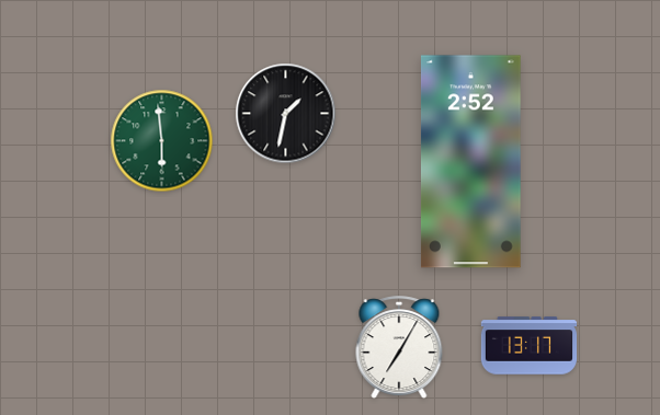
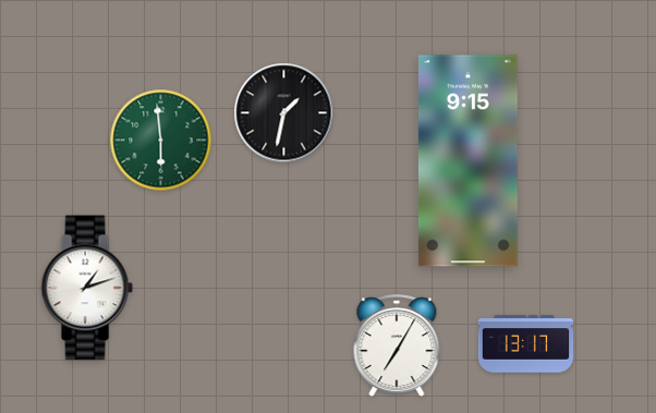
clock at (470, 162): 2:52 -> 9:15
clock at (87, 288): none -> 1:12
